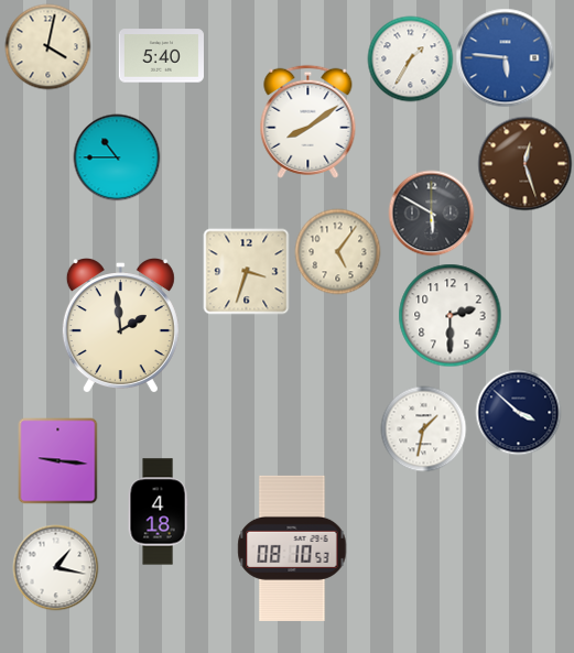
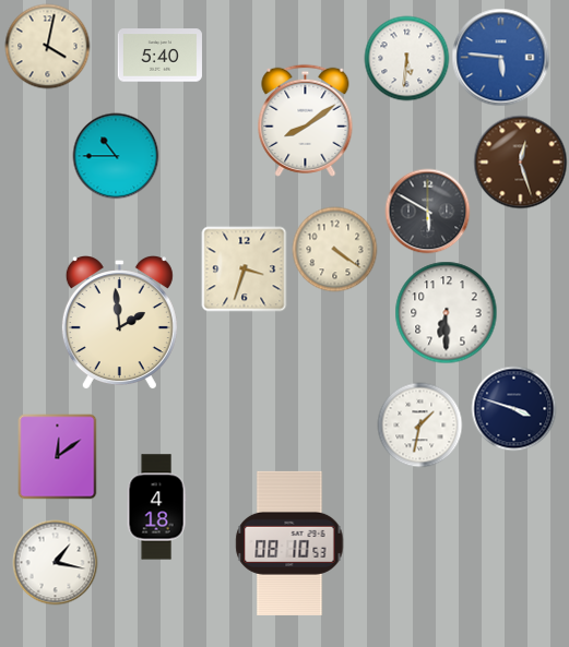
clock at (410, 58): 1:35 -> 5:31
clock at (337, 251): 5:06 -> 4:21
clock at (450, 315): 2:30 -> 6:30
clock at (518, 412): 3:52 -> 3:48
clock at (58, 460): 9:16 -> 12:09
